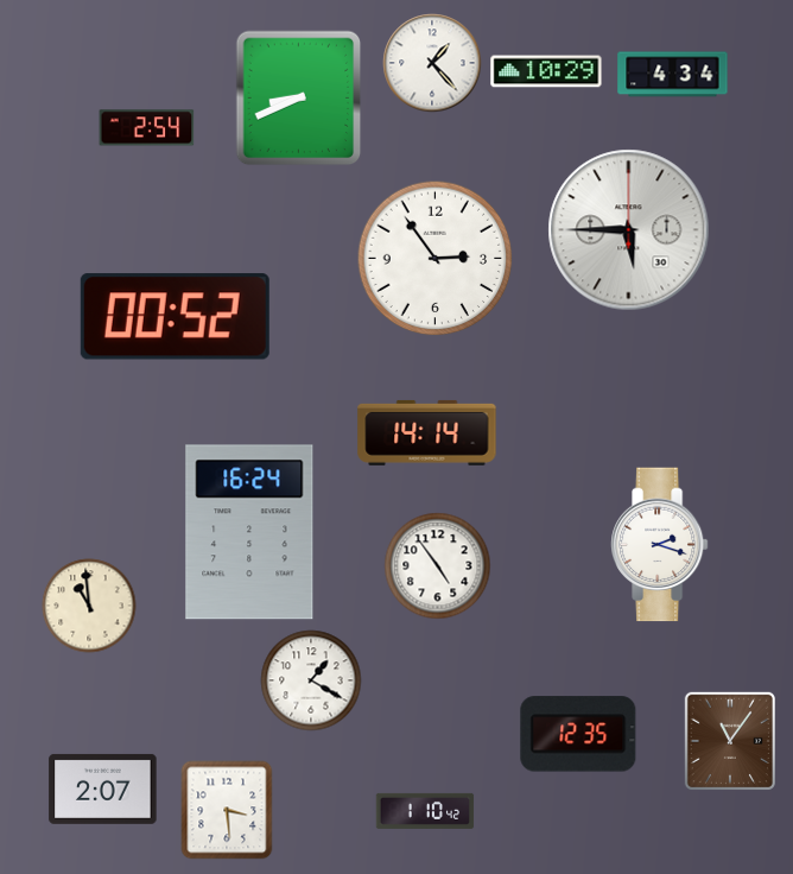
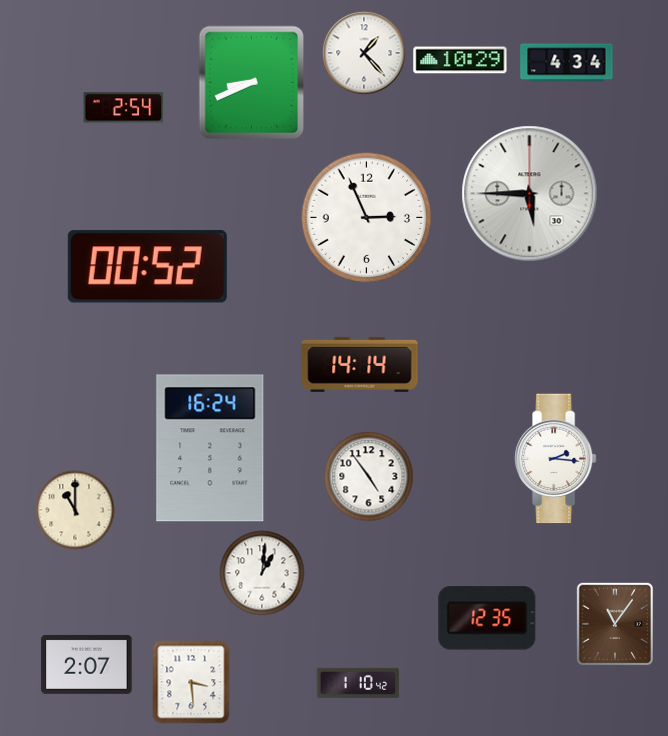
clock at (436, 259): 2:54 -> 2:56
clock at (659, 545): 2:18 -> 2:16
clock at (89, 606): 10:59 -> 11:00
clock at (311, 680): 1:20 -> 1:01
